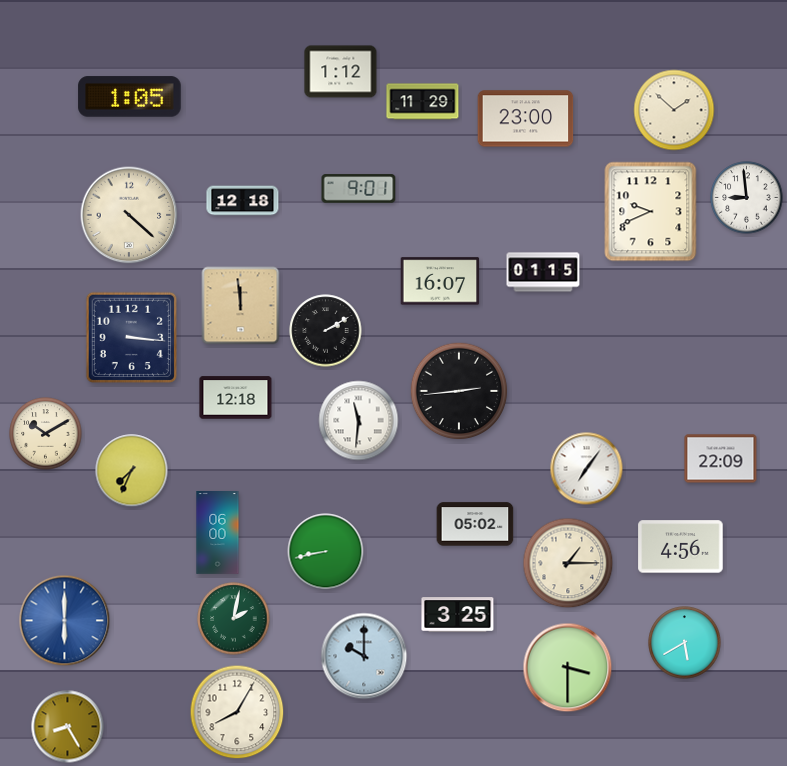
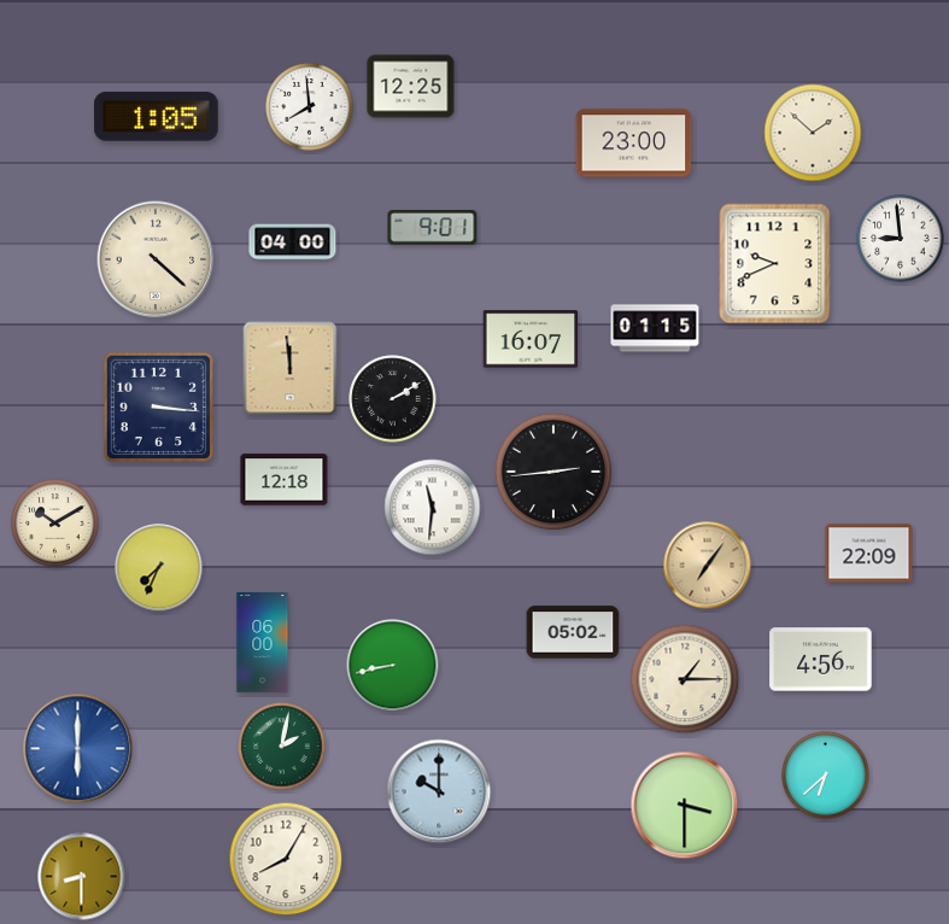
clock at (341, 72): 1:12 -> 12:25
clock at (310, 107): none -> 7:59
clock at (423, 102): 11:29 -> none
clock at (243, 201): 12:18 -> 04:00
clock at (651, 212) position: (651, 212) -> (775, 264)
clock at (587, 469) dial: white -> champagne
clock at (458, 615): 3:25 -> none
clock at (685, 643): 5:40 -> 6:38
clock at (68, 727): 8:25 -> 8:30
